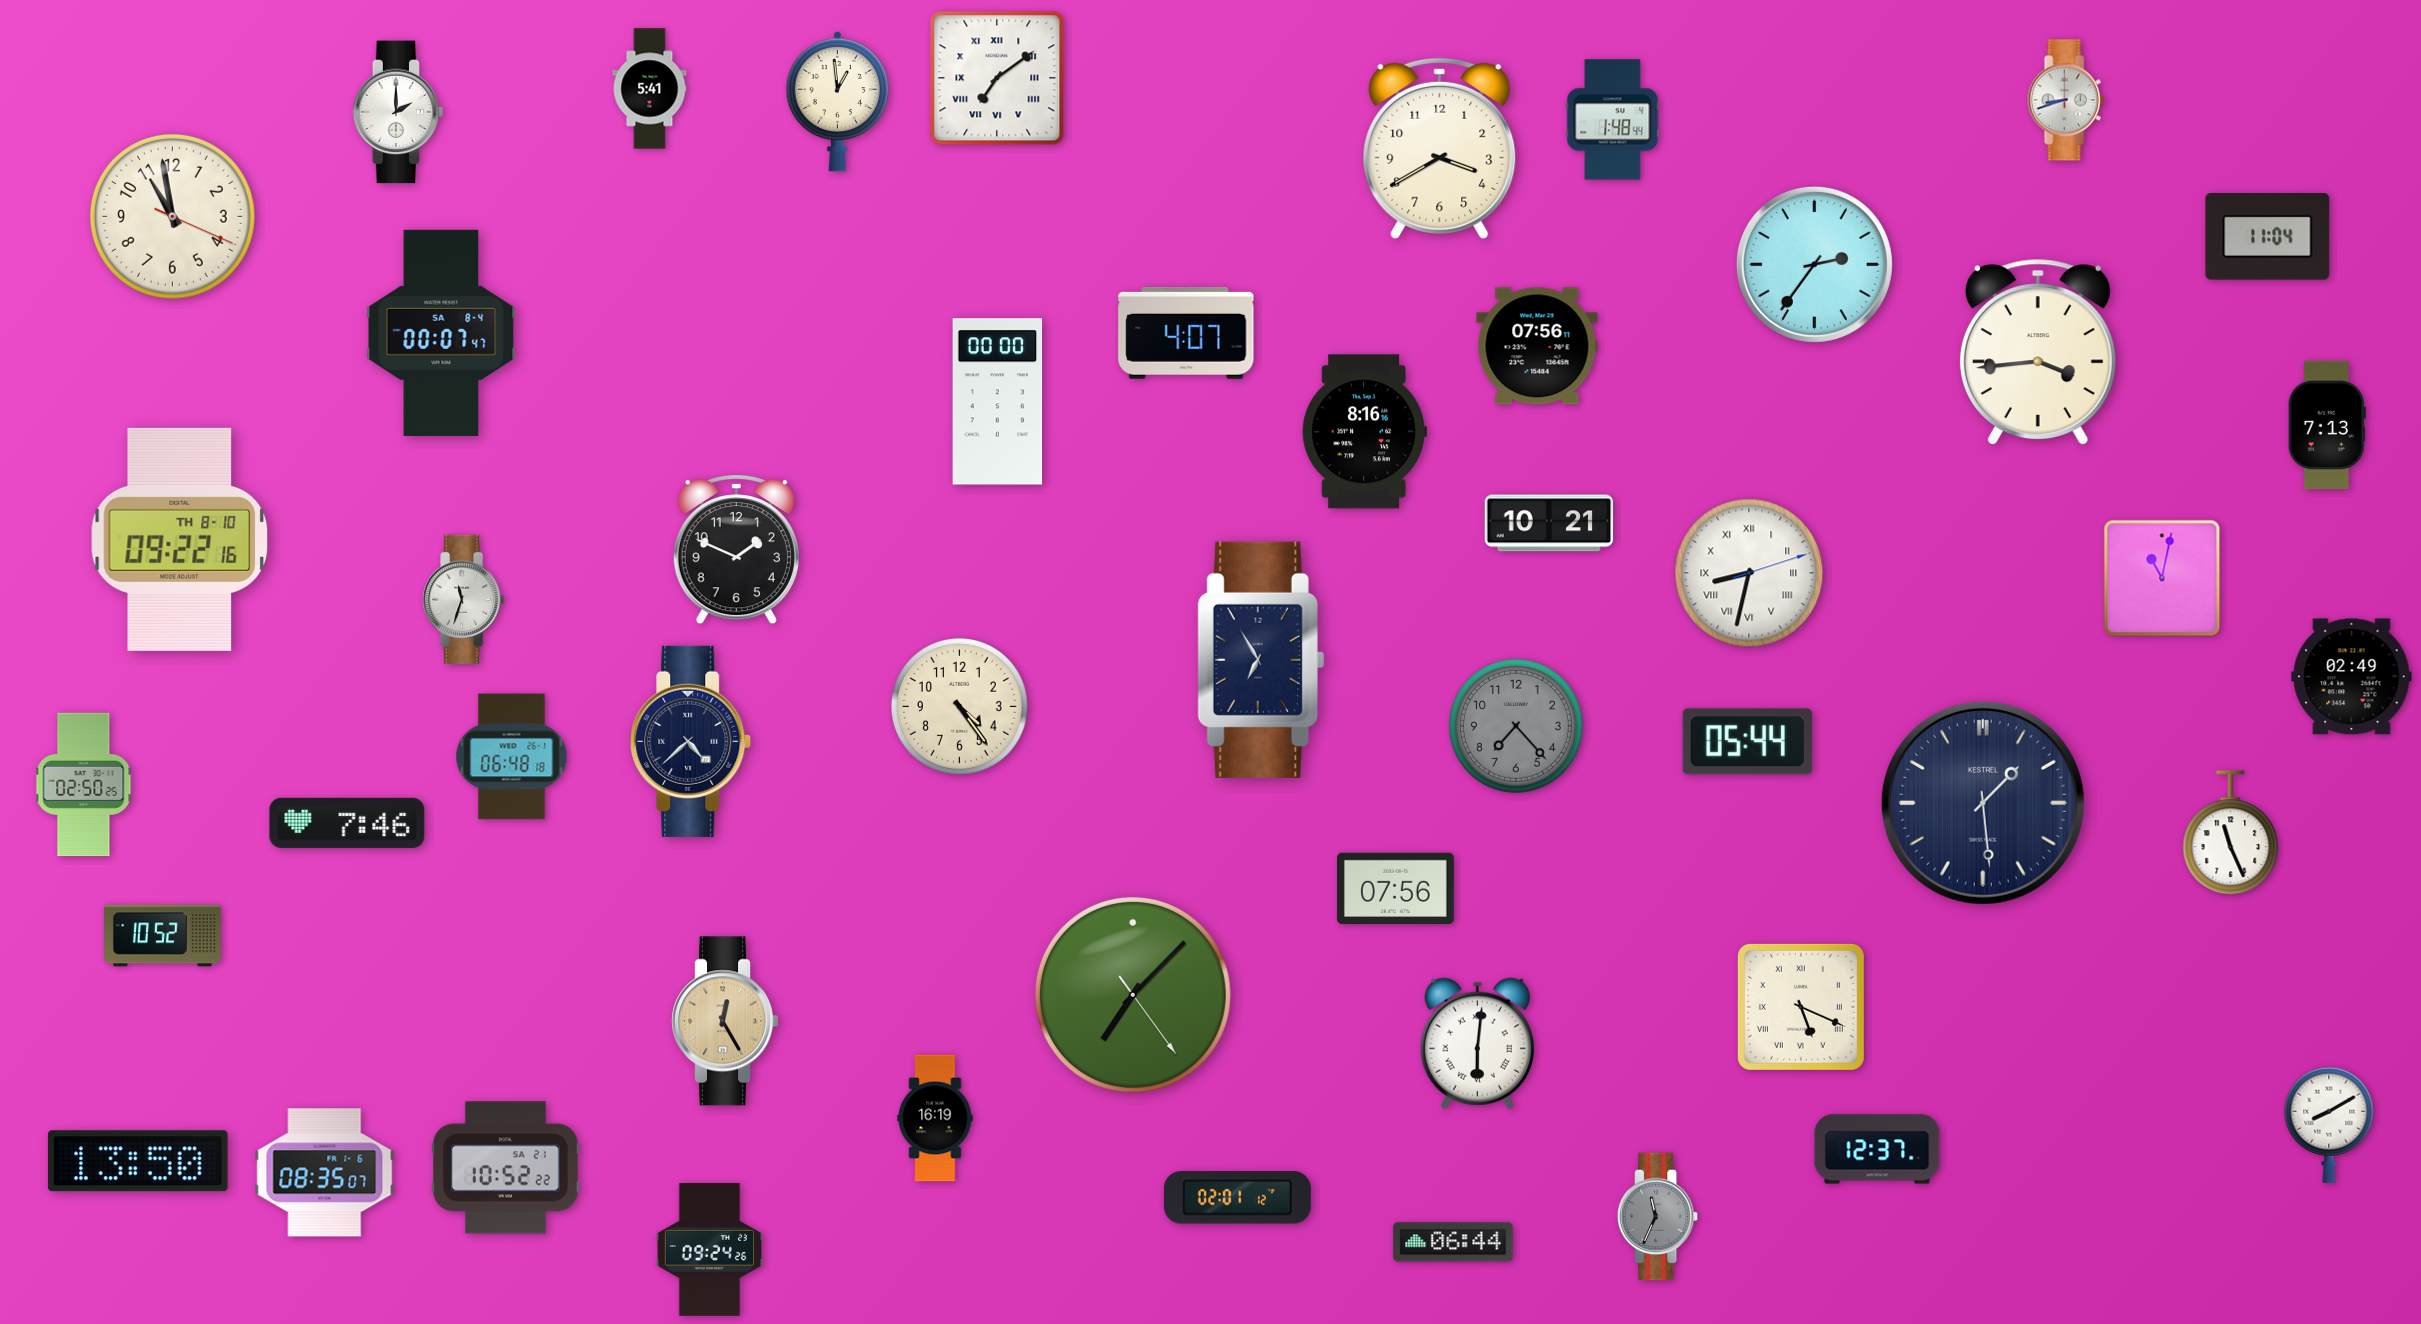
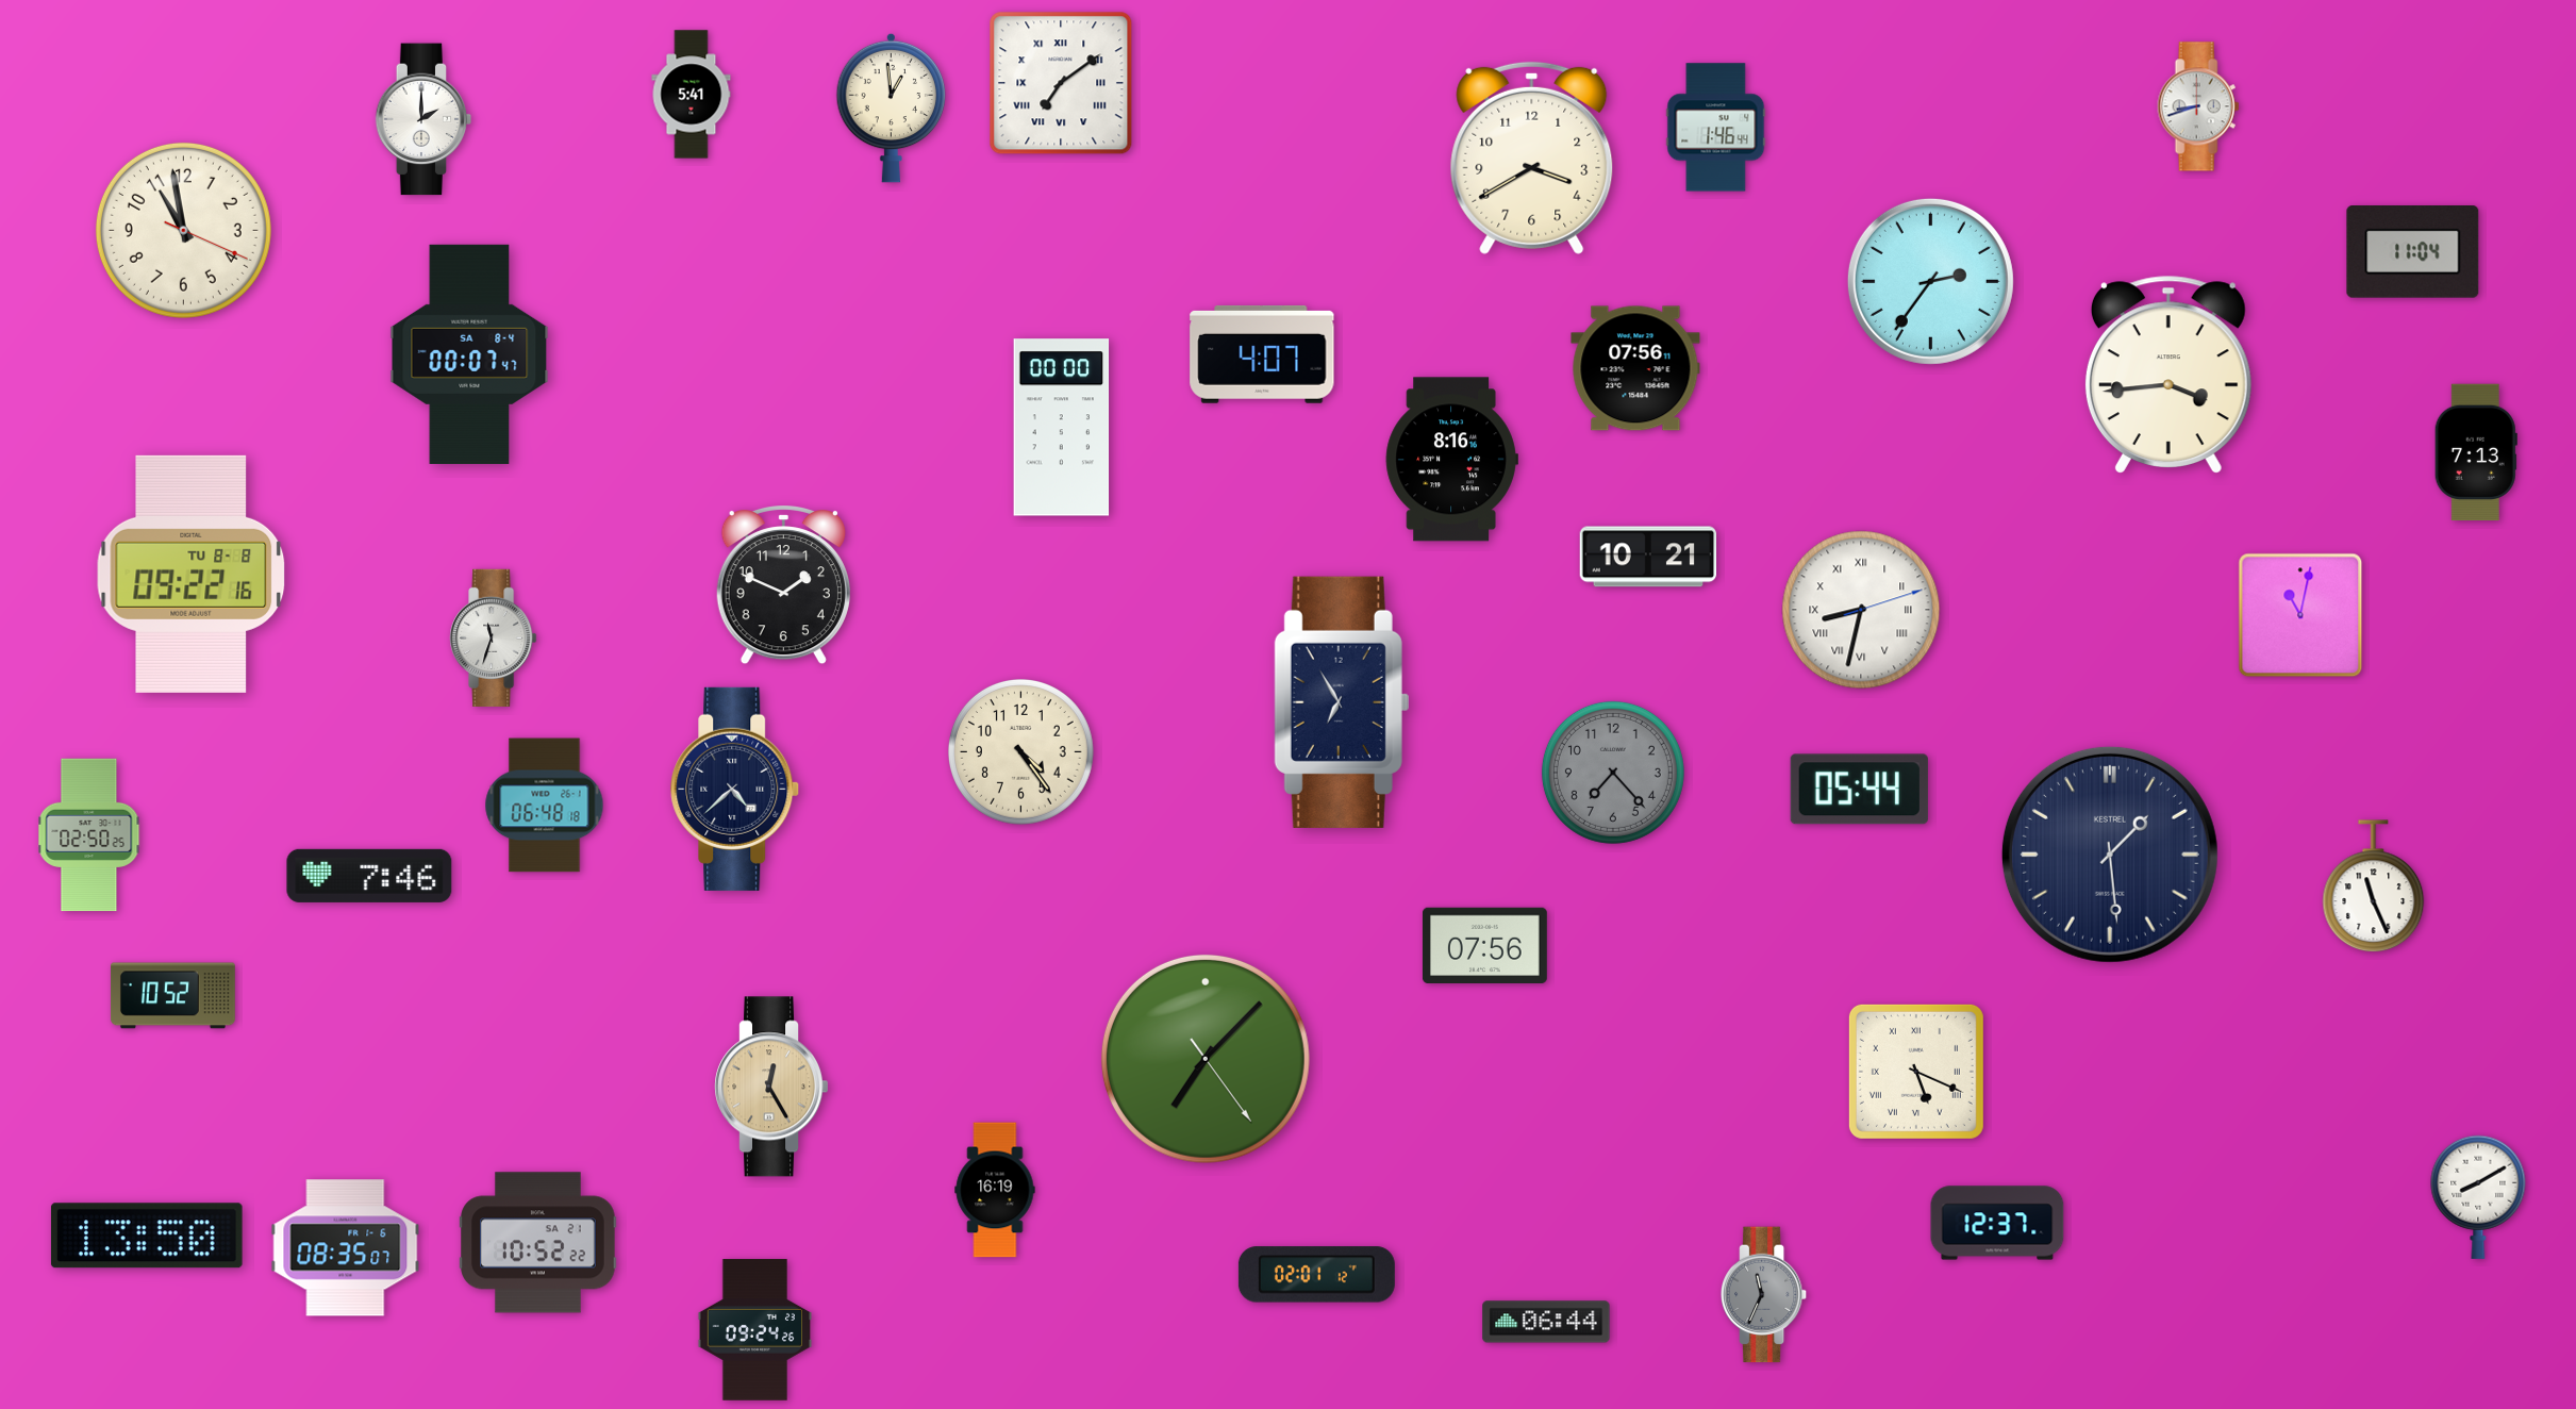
clock at (1613, 120): 1:48 -> 1:46
clock at (180, 539) date: TH 8-10 -> TU 8-8
clock at (2352, 677): 02:49 -> none
clock at (1477, 1043): 6:01 -> none
